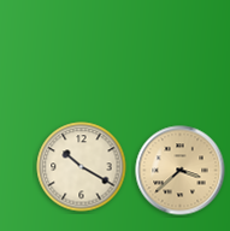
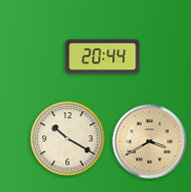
clock at (103, 57): none -> 20:44
clock at (181, 171): 3:38 -> 3:40
